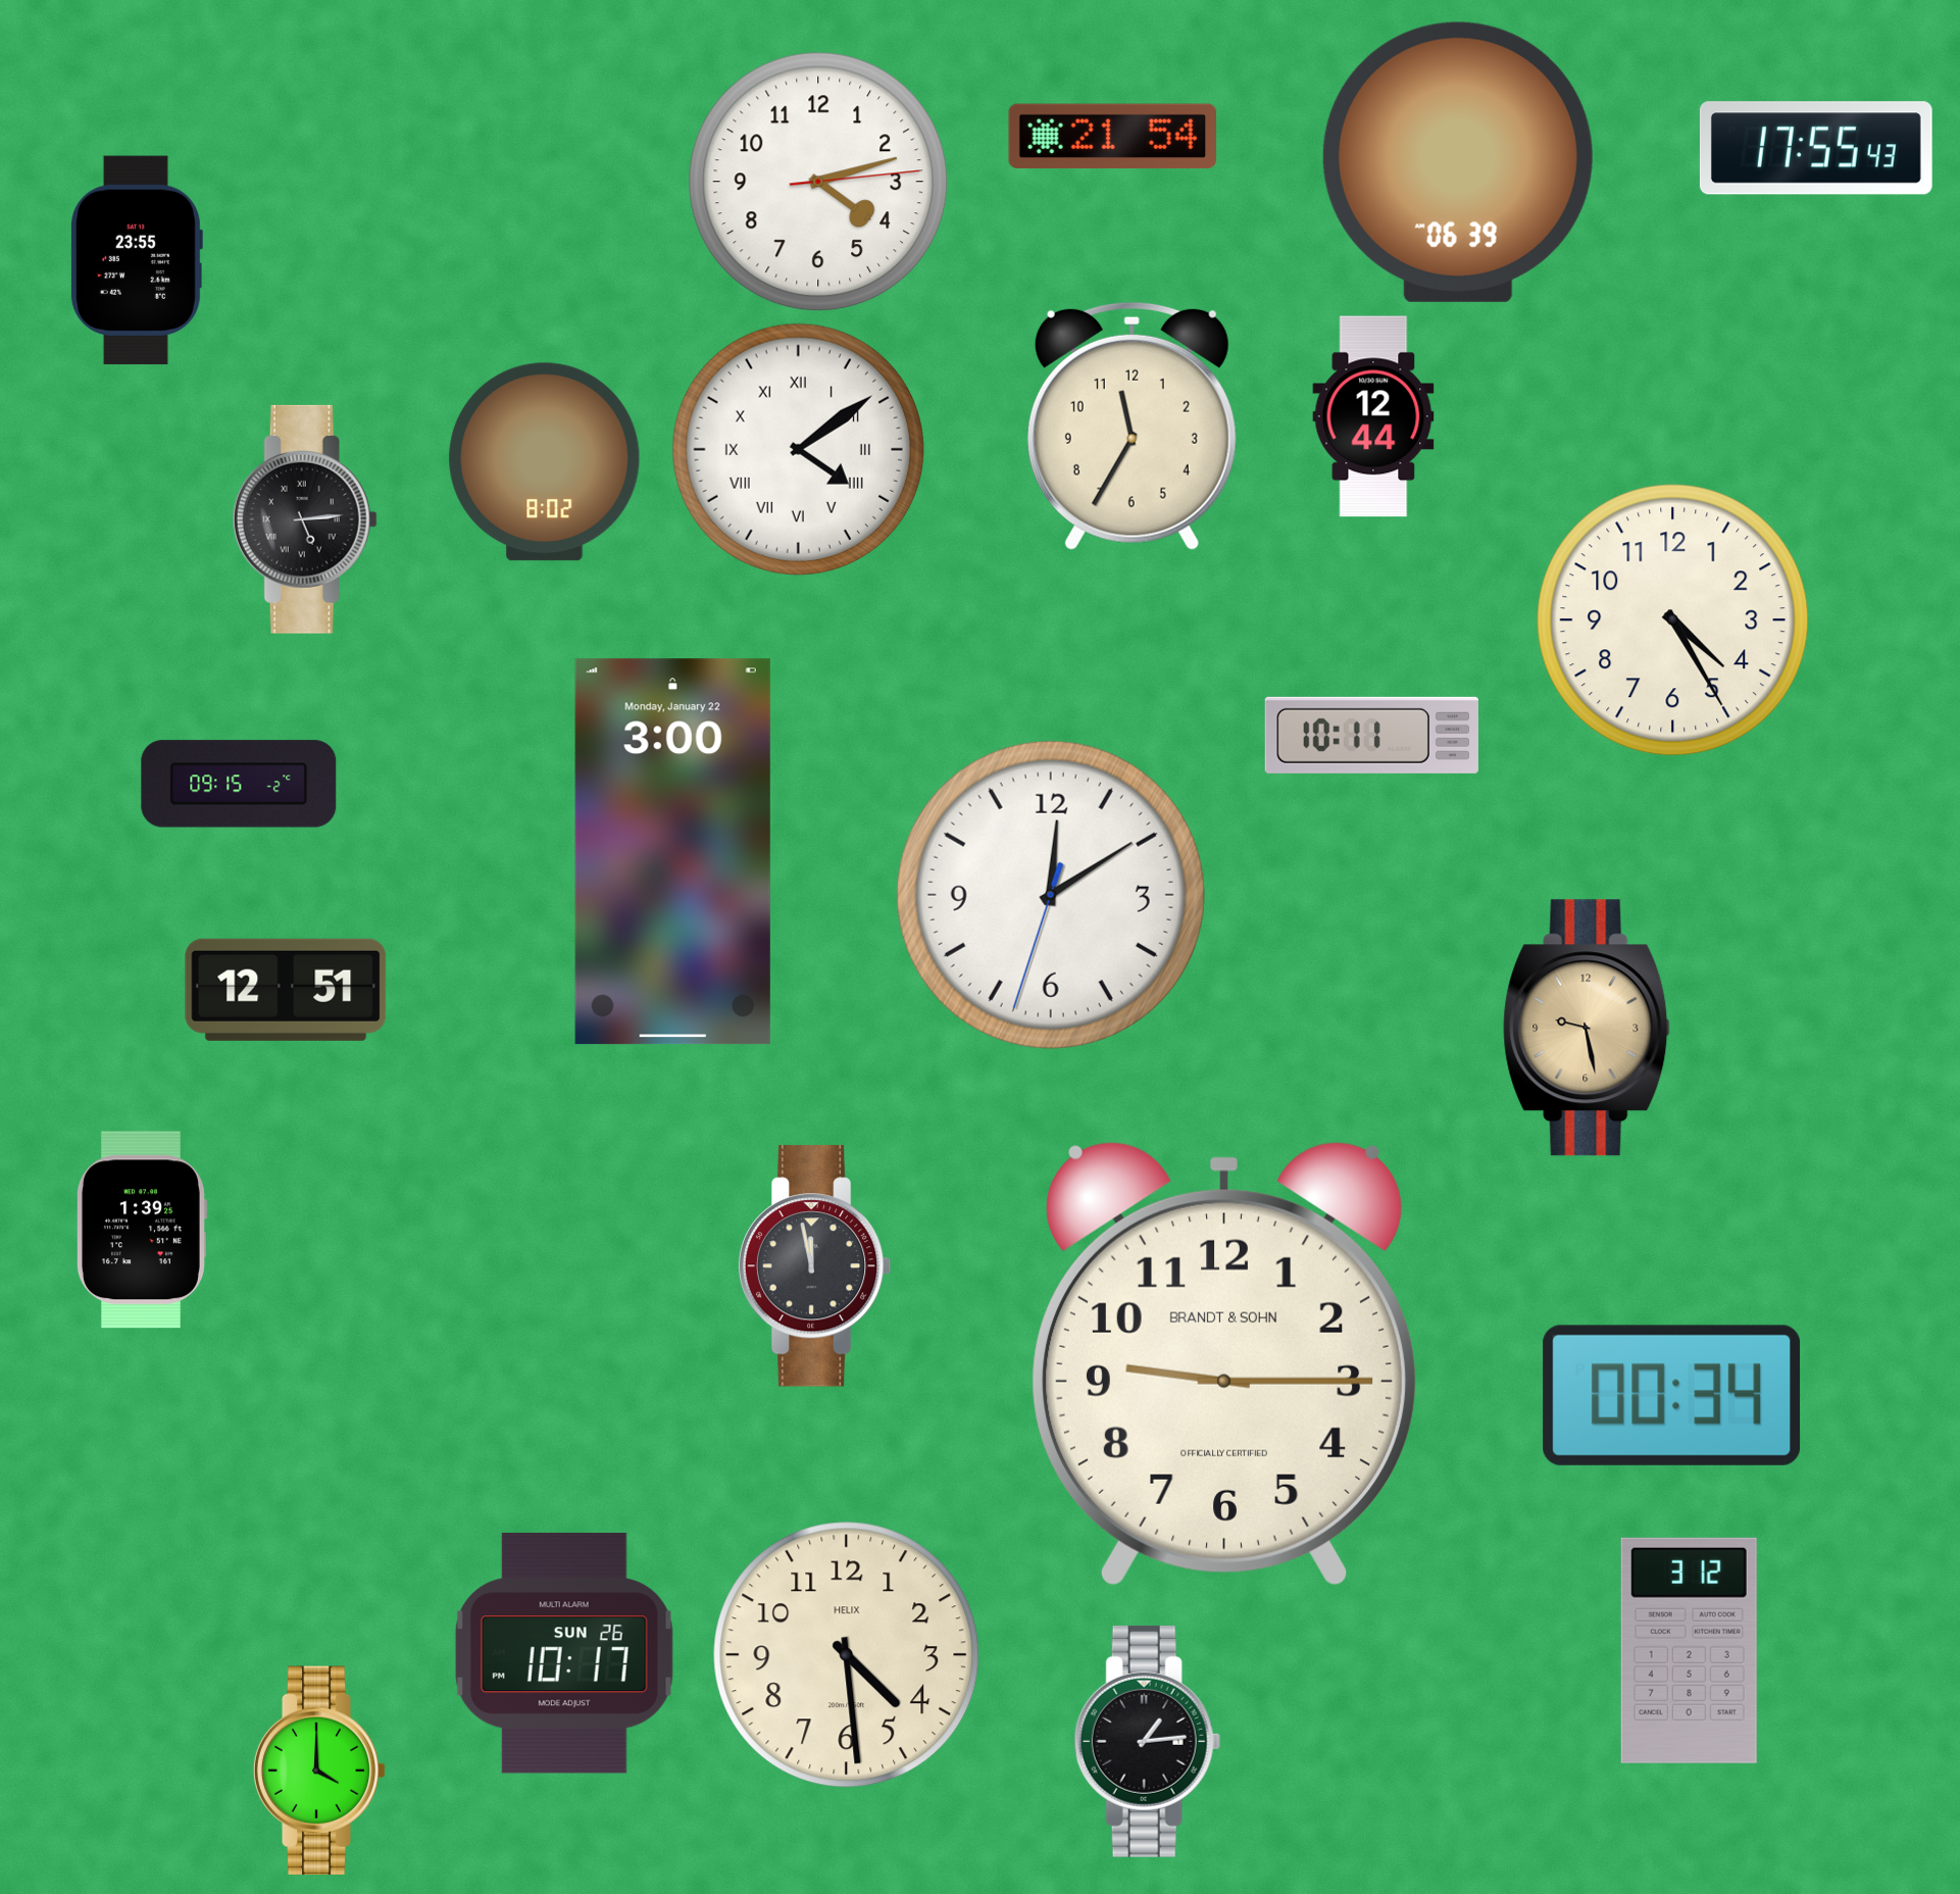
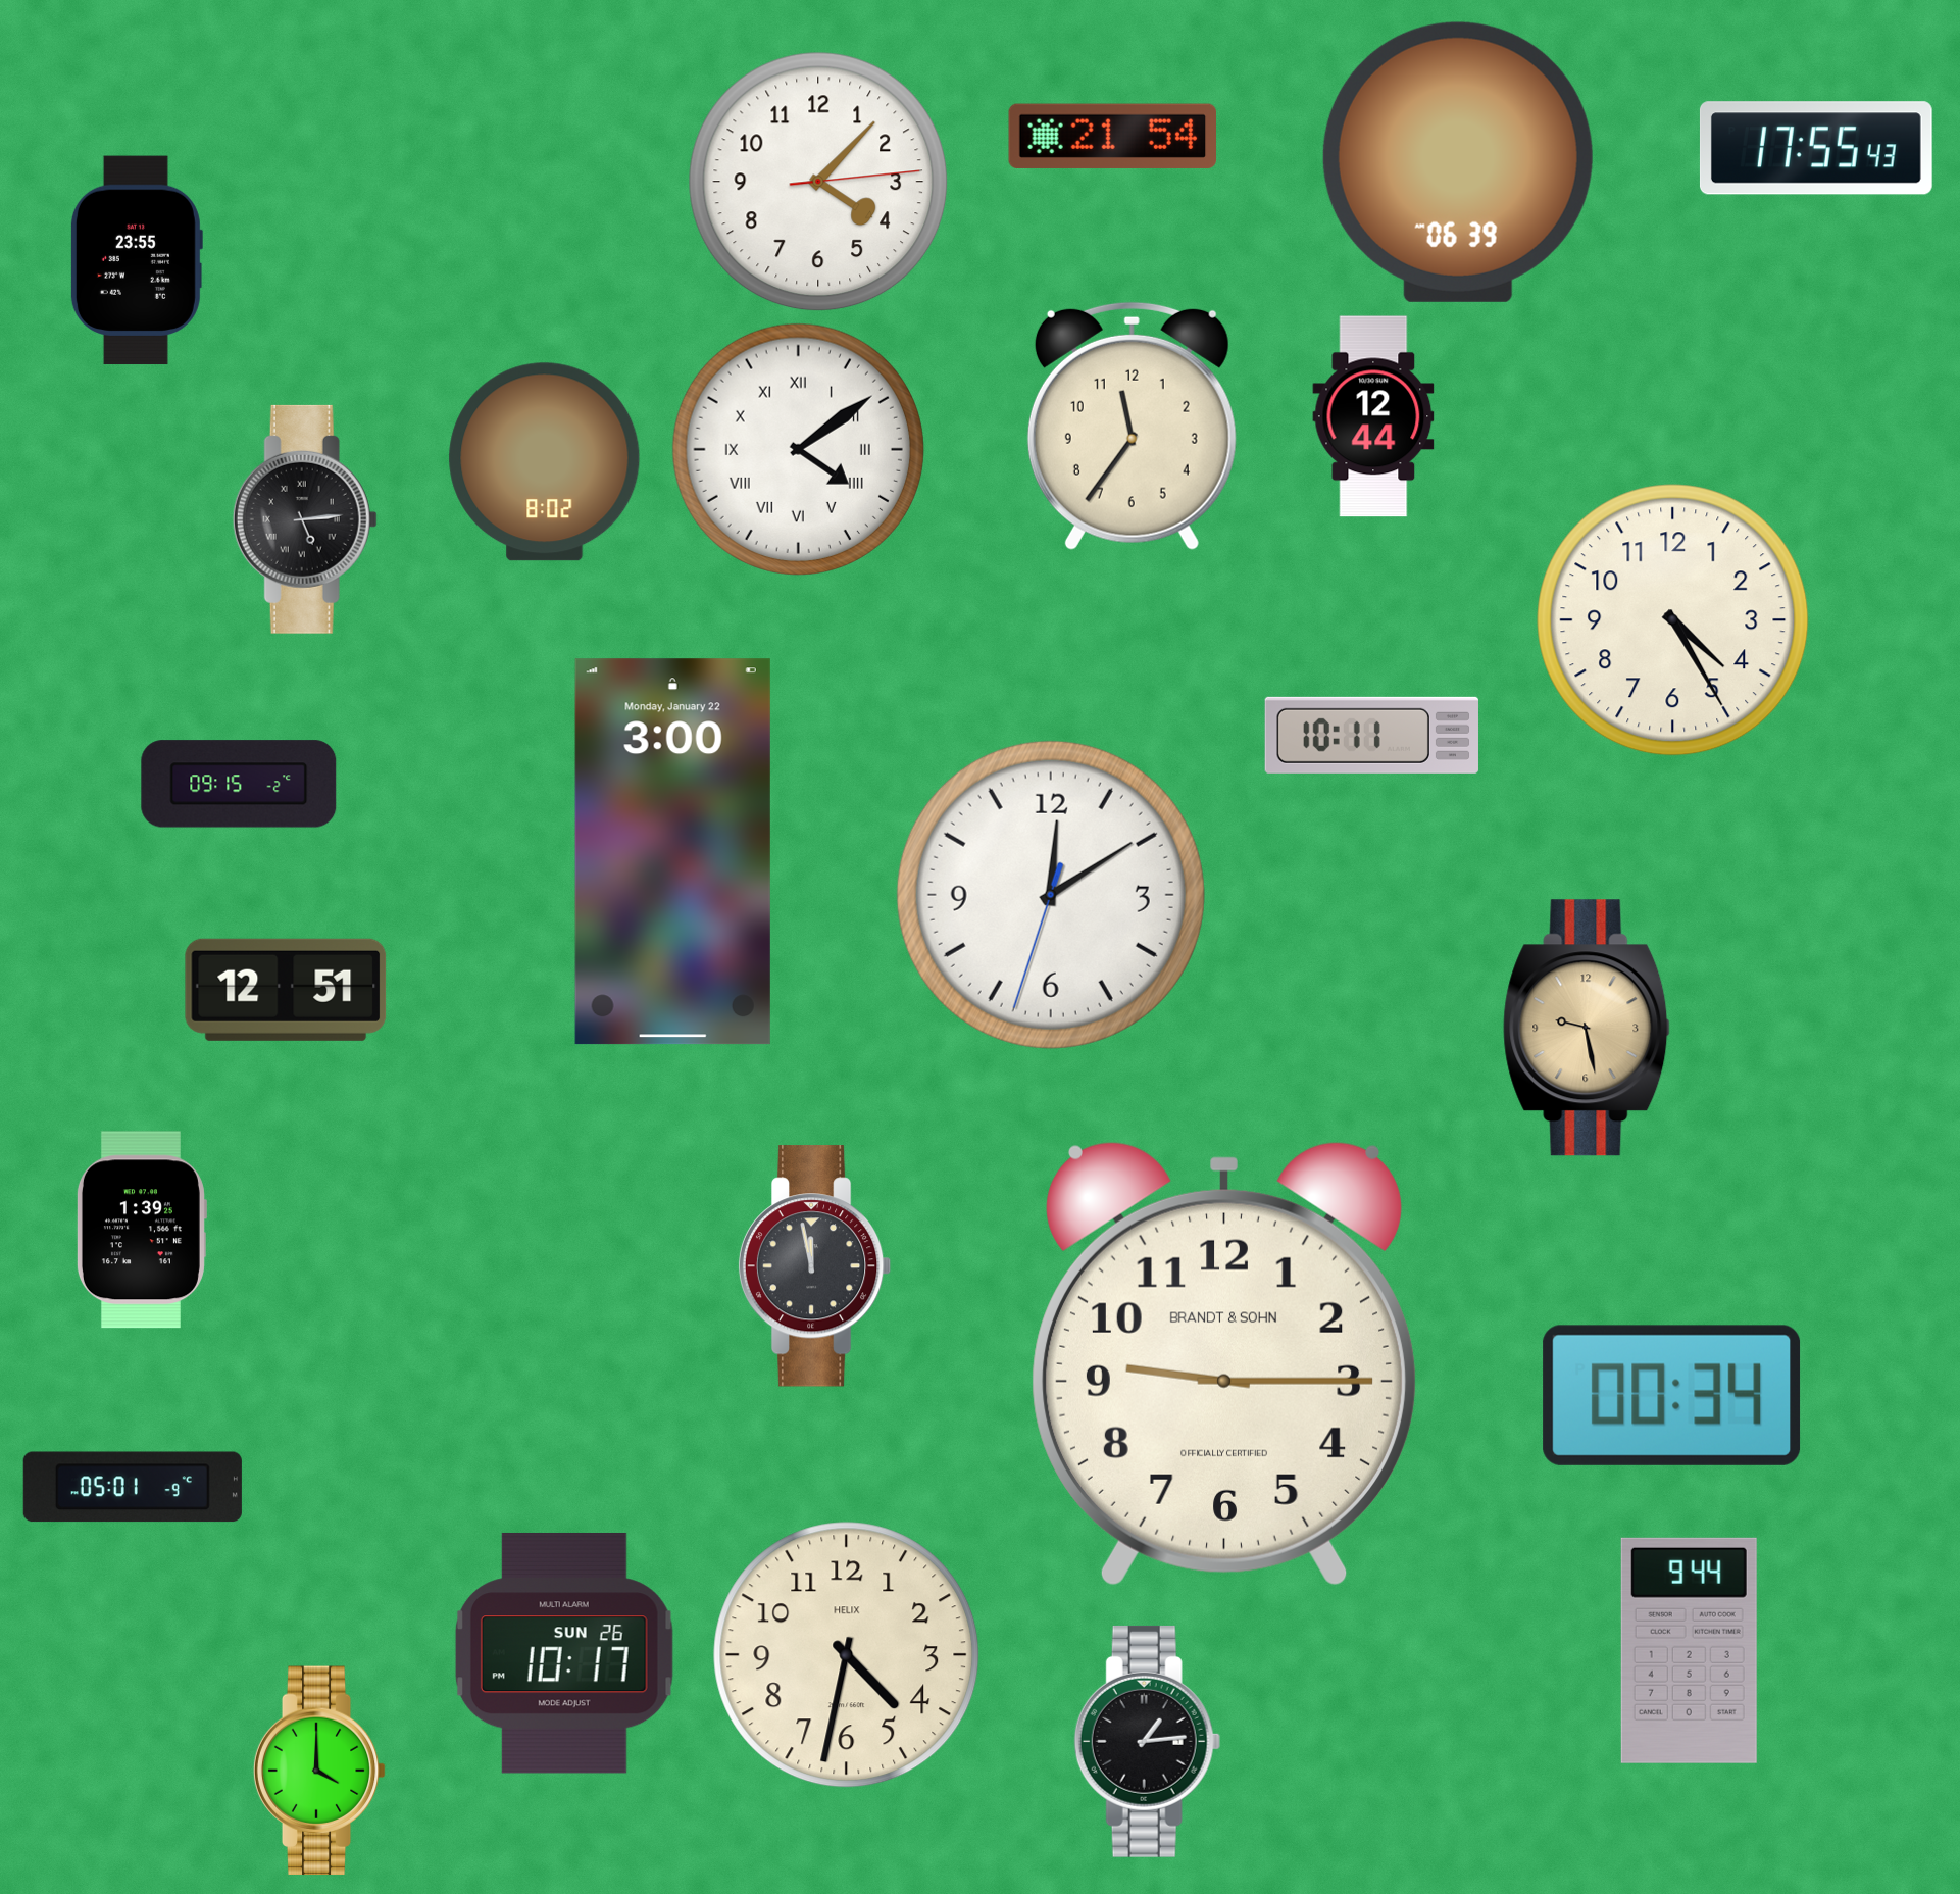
clock at (818, 182): 4:12 -> 4:07
clock at (1132, 426): 11:35 -> 11:36
clock at (133, 1487): none -> 05:01
clock at (1689, 1650): 3:12 -> 9:44
clock at (847, 1655): 4:29 -> 4:32
